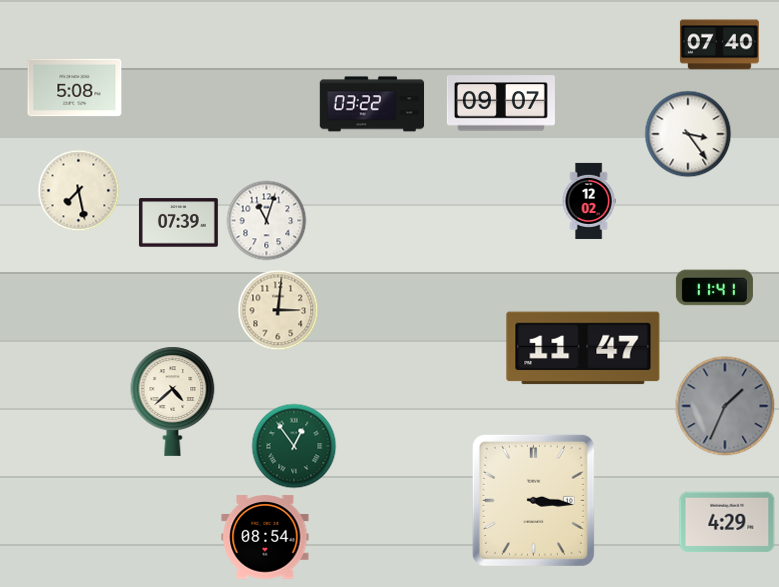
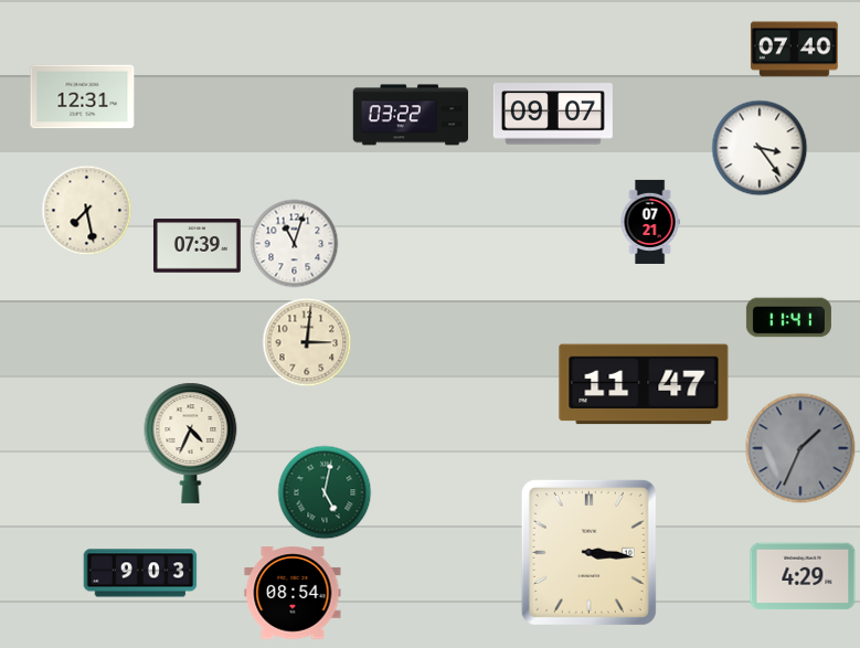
clock at (75, 88): 5:08 -> 12:31
clock at (589, 201): 12:02 -> 07:21
clock at (173, 401): 4:38 -> 4:34
clock at (294, 446): 12:54 -> 5:02
clock at (140, 573): none -> 9:03
